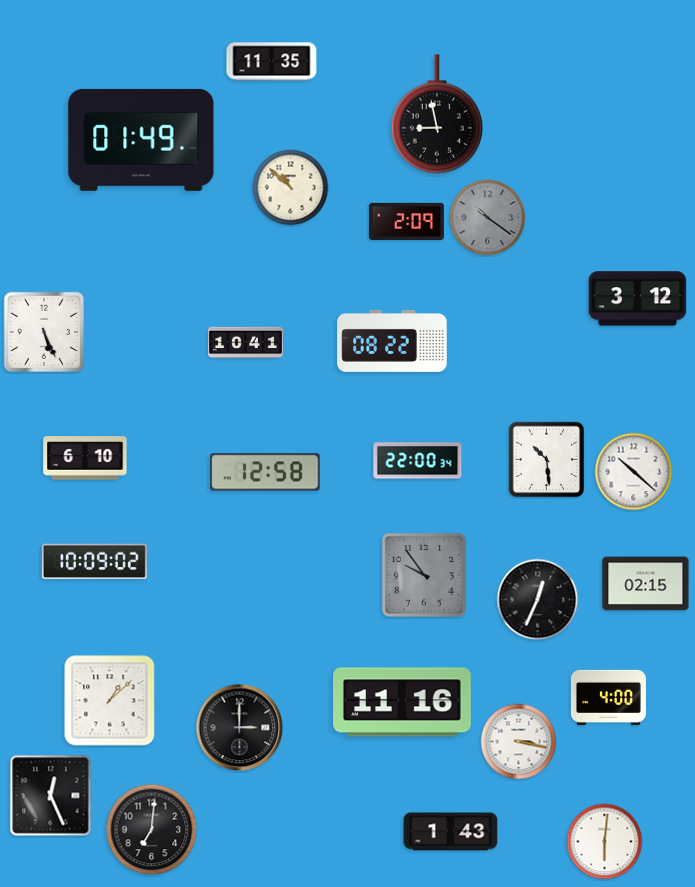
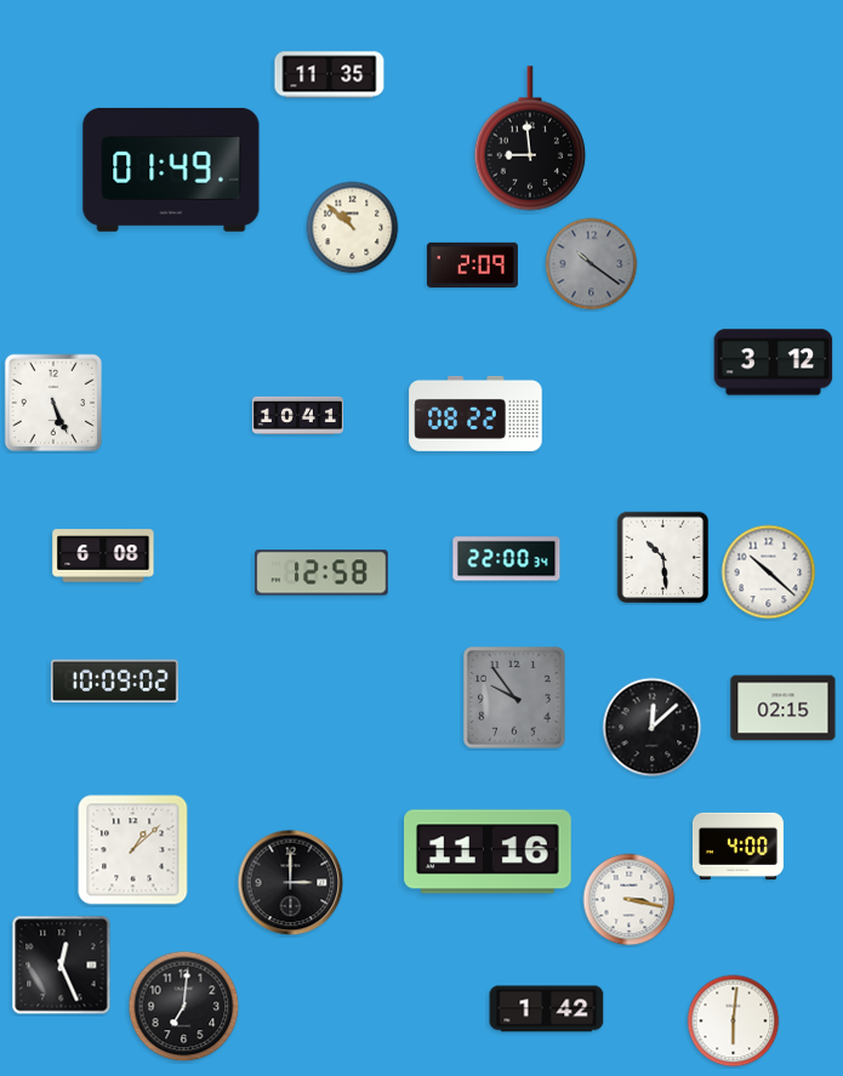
clock at (437, 114): 8:58 -> 8:59
clock at (406, 221) position: (406, 221) -> (472, 264)
clock at (85, 458): 6:10 -> 6:08
clock at (538, 600): 12:34 -> 12:08
clock at (451, 832): 1:43 -> 1:42
